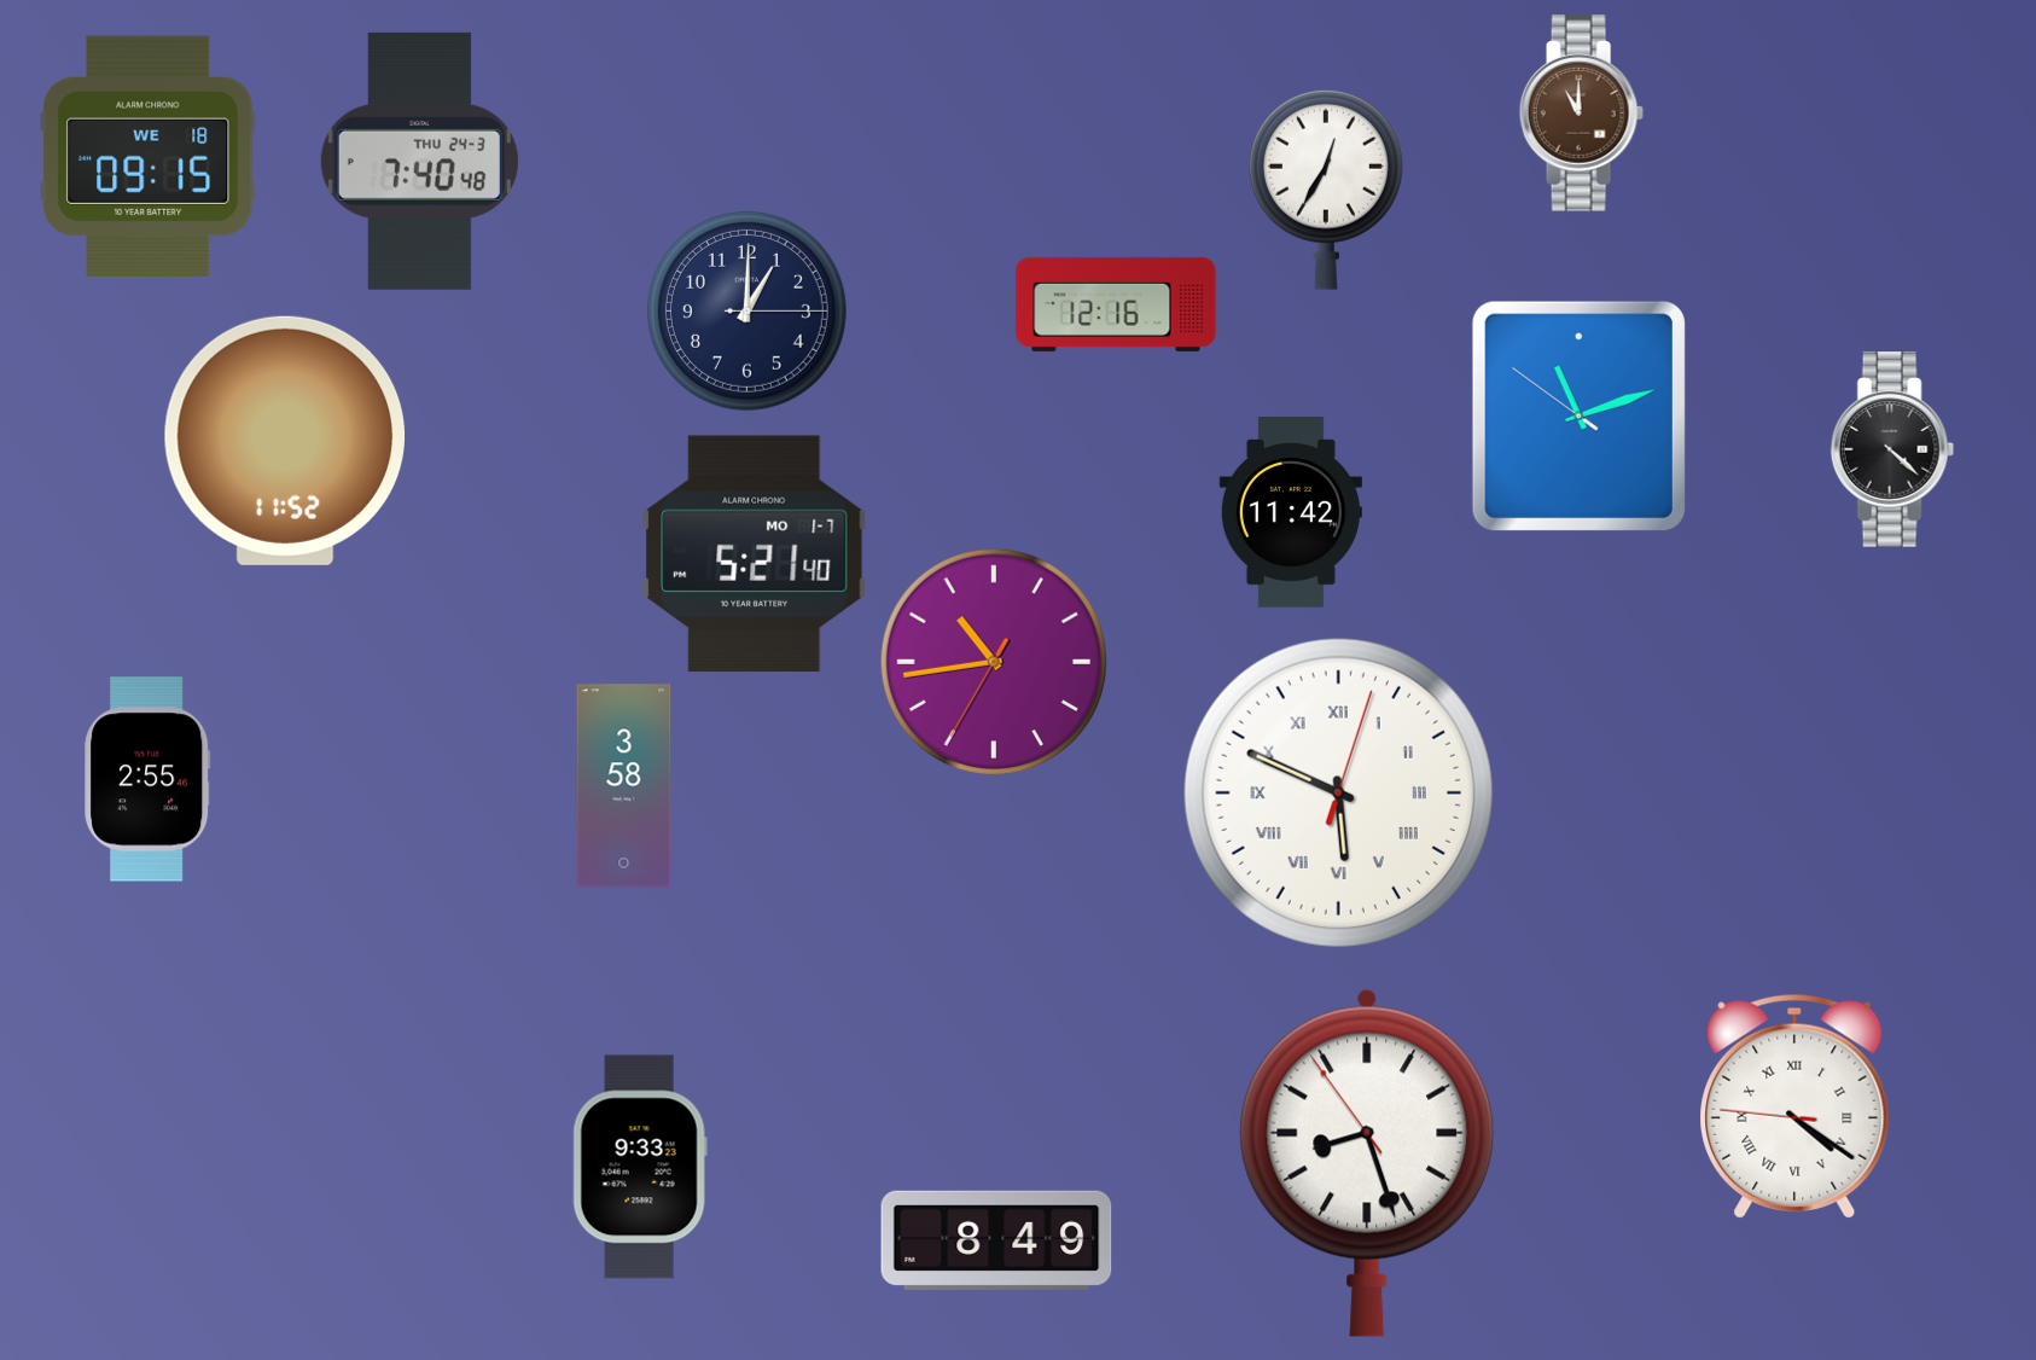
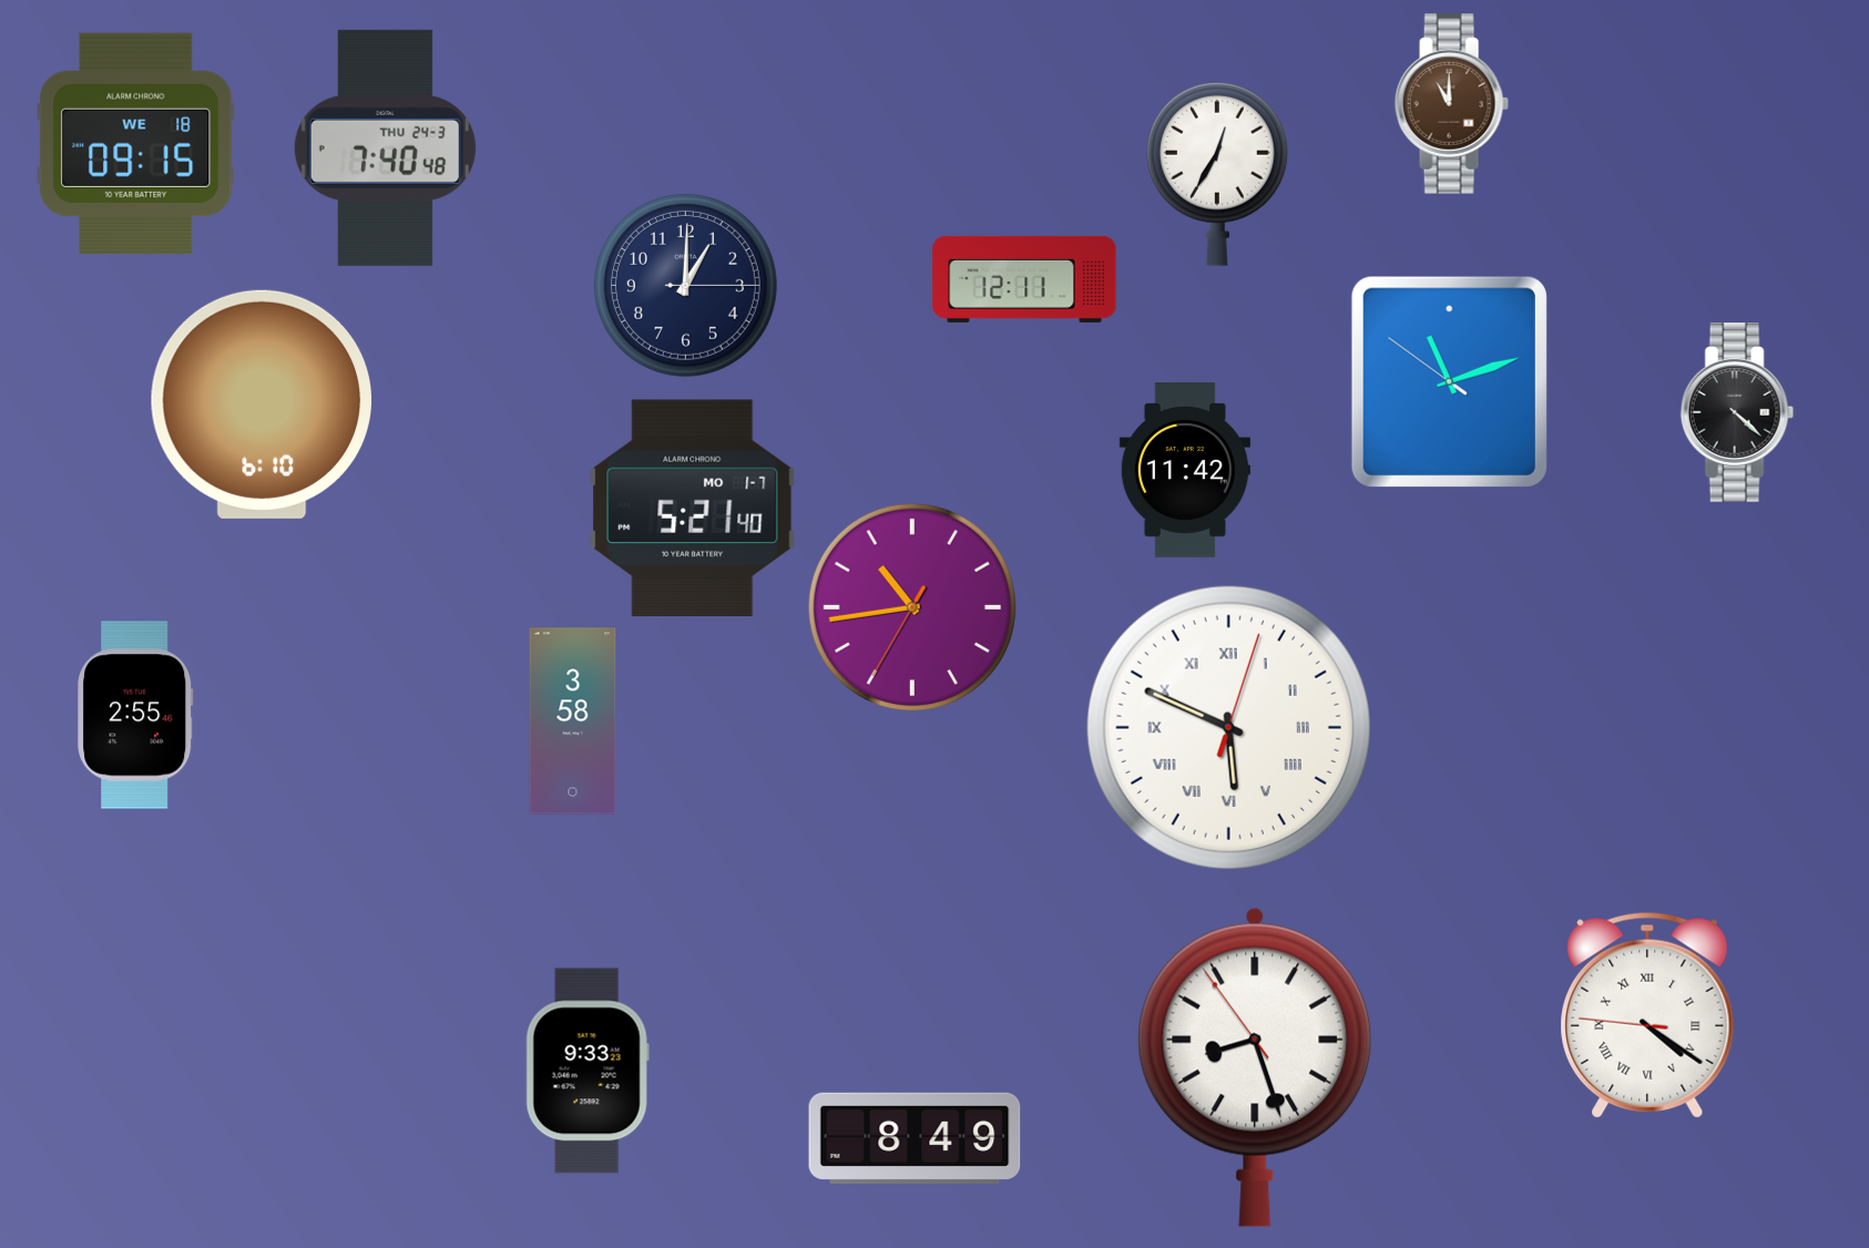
clock at (1116, 304): 12:16 -> 12:11
clock at (285, 441): 11:52 -> 6:10
